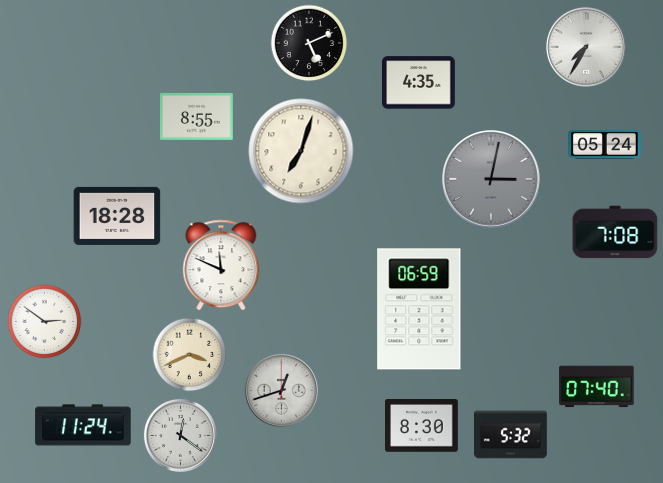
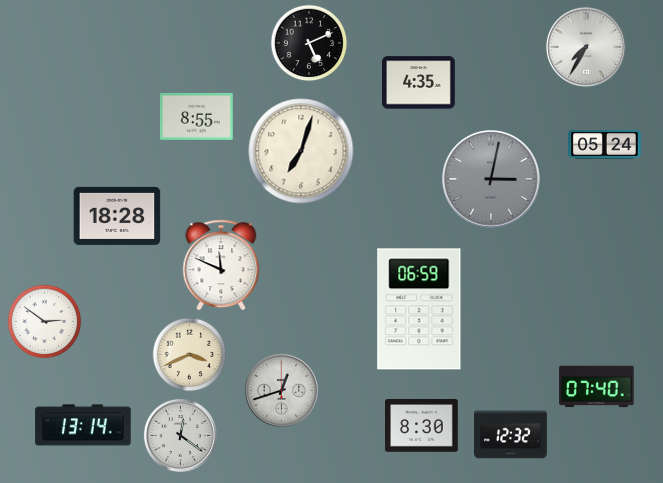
clock at (615, 232): 7:08 -> none
clock at (83, 425): 11:24 -> 13:14
clock at (511, 435): 5:32 -> 12:32
